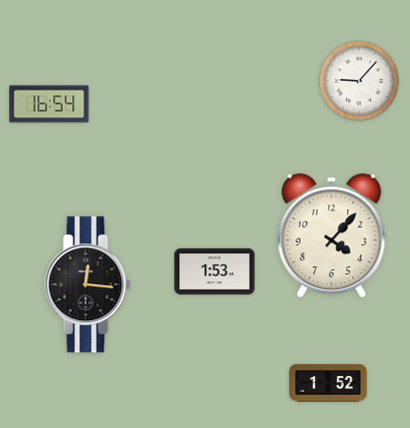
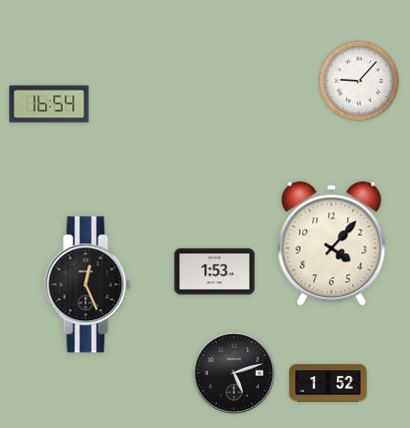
clock at (332, 236) position: (332, 236) -> (332, 244)
clock at (88, 285): 12:16 -> 12:26
clock at (234, 373): none -> 5:12
